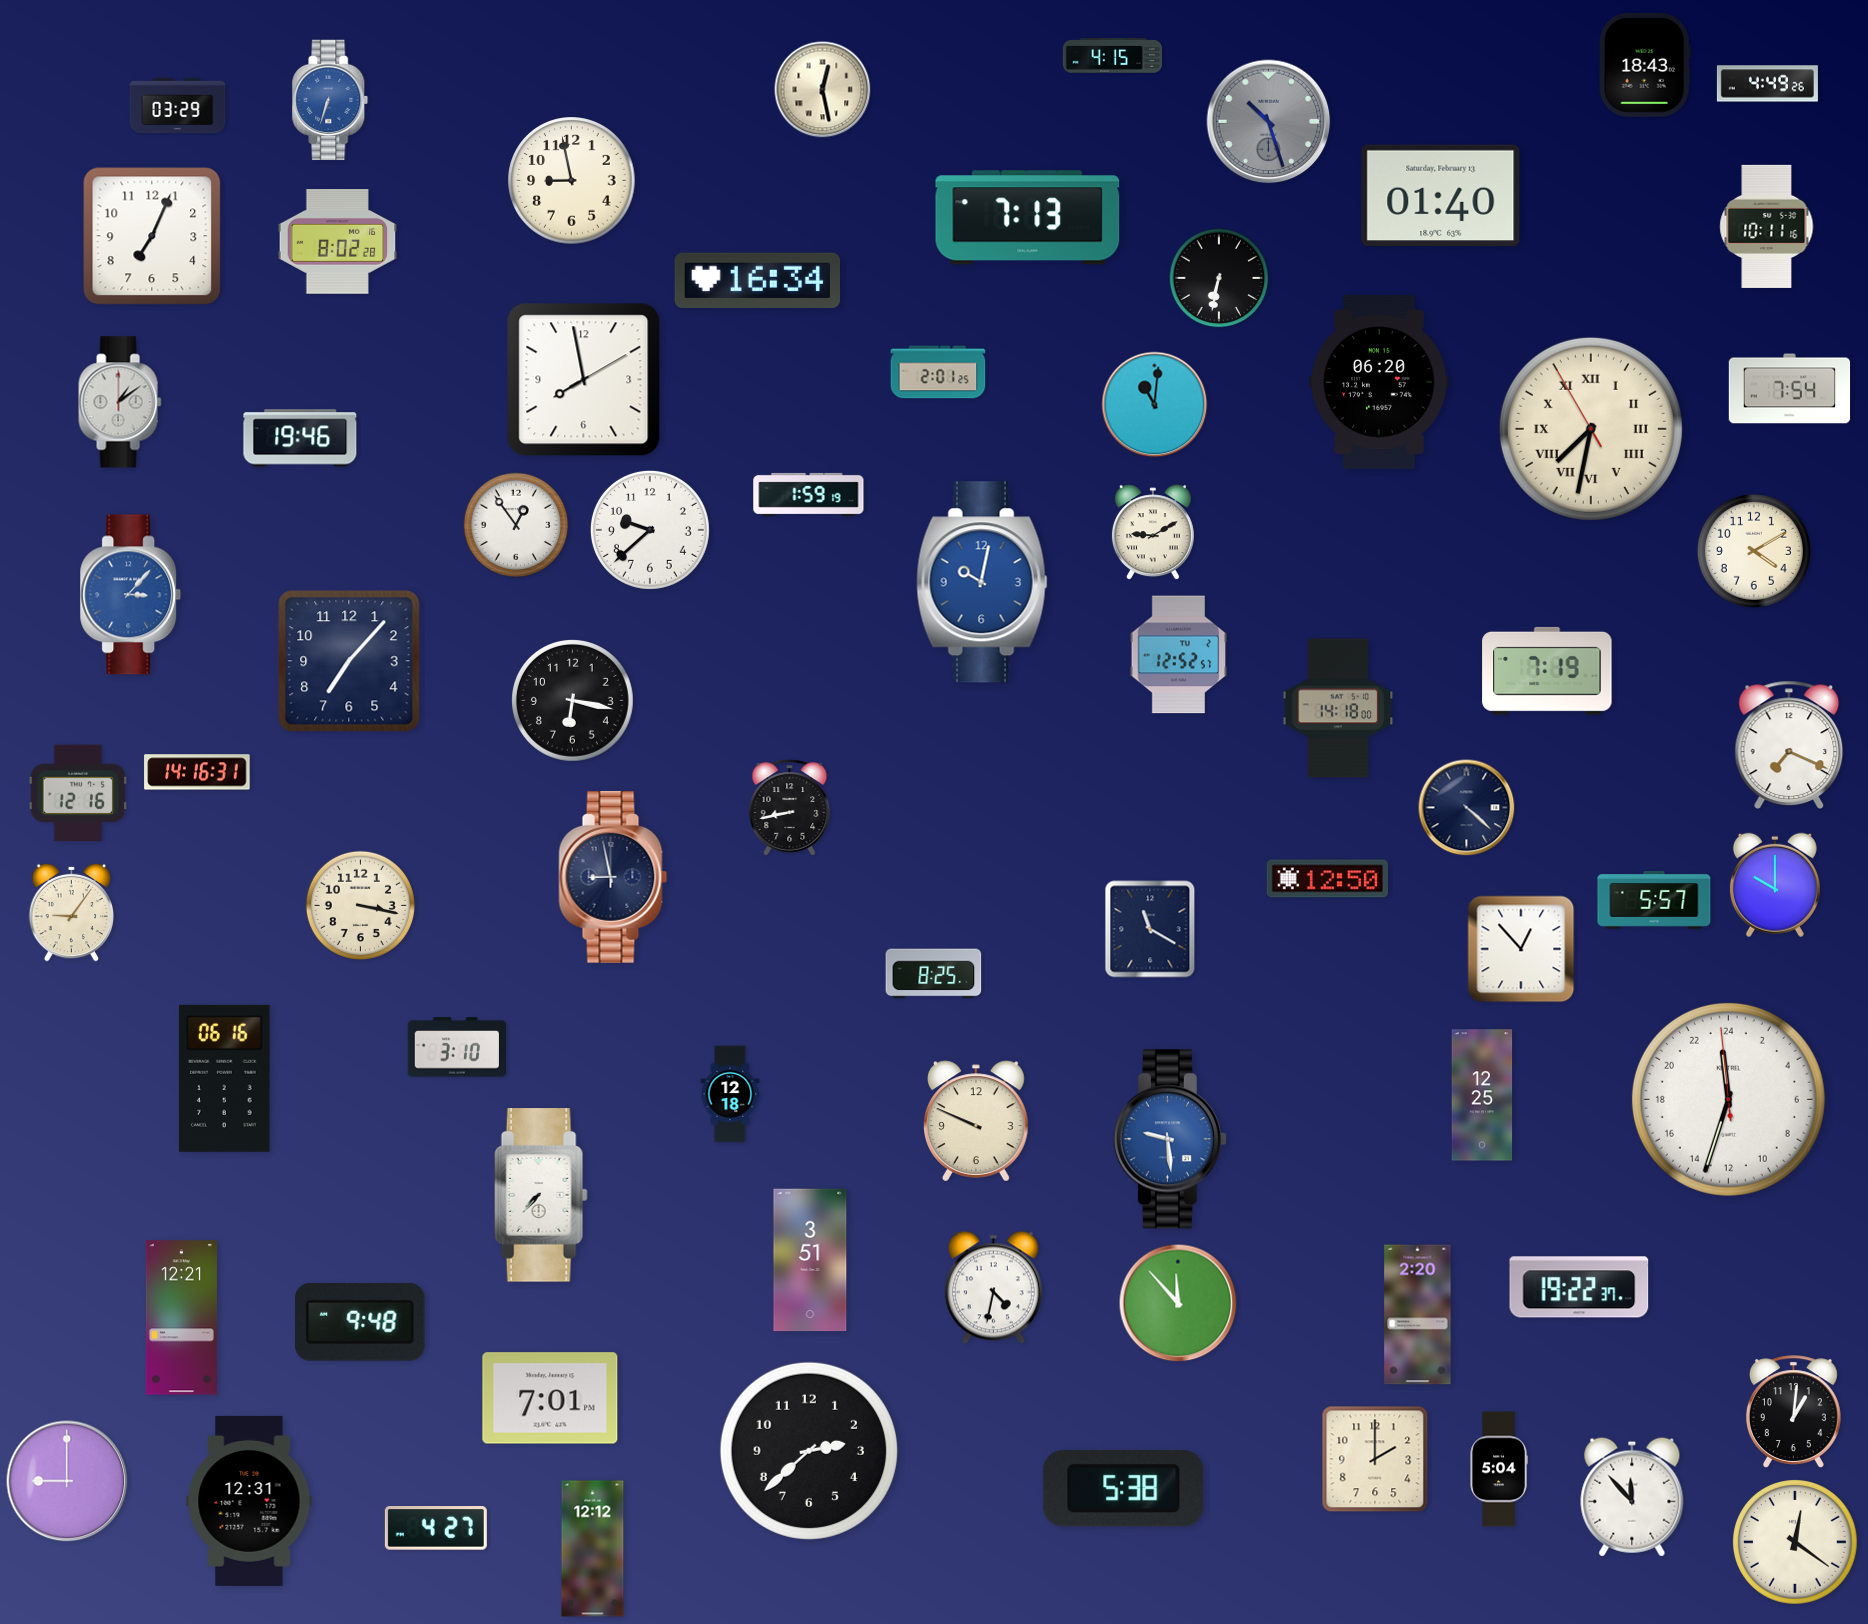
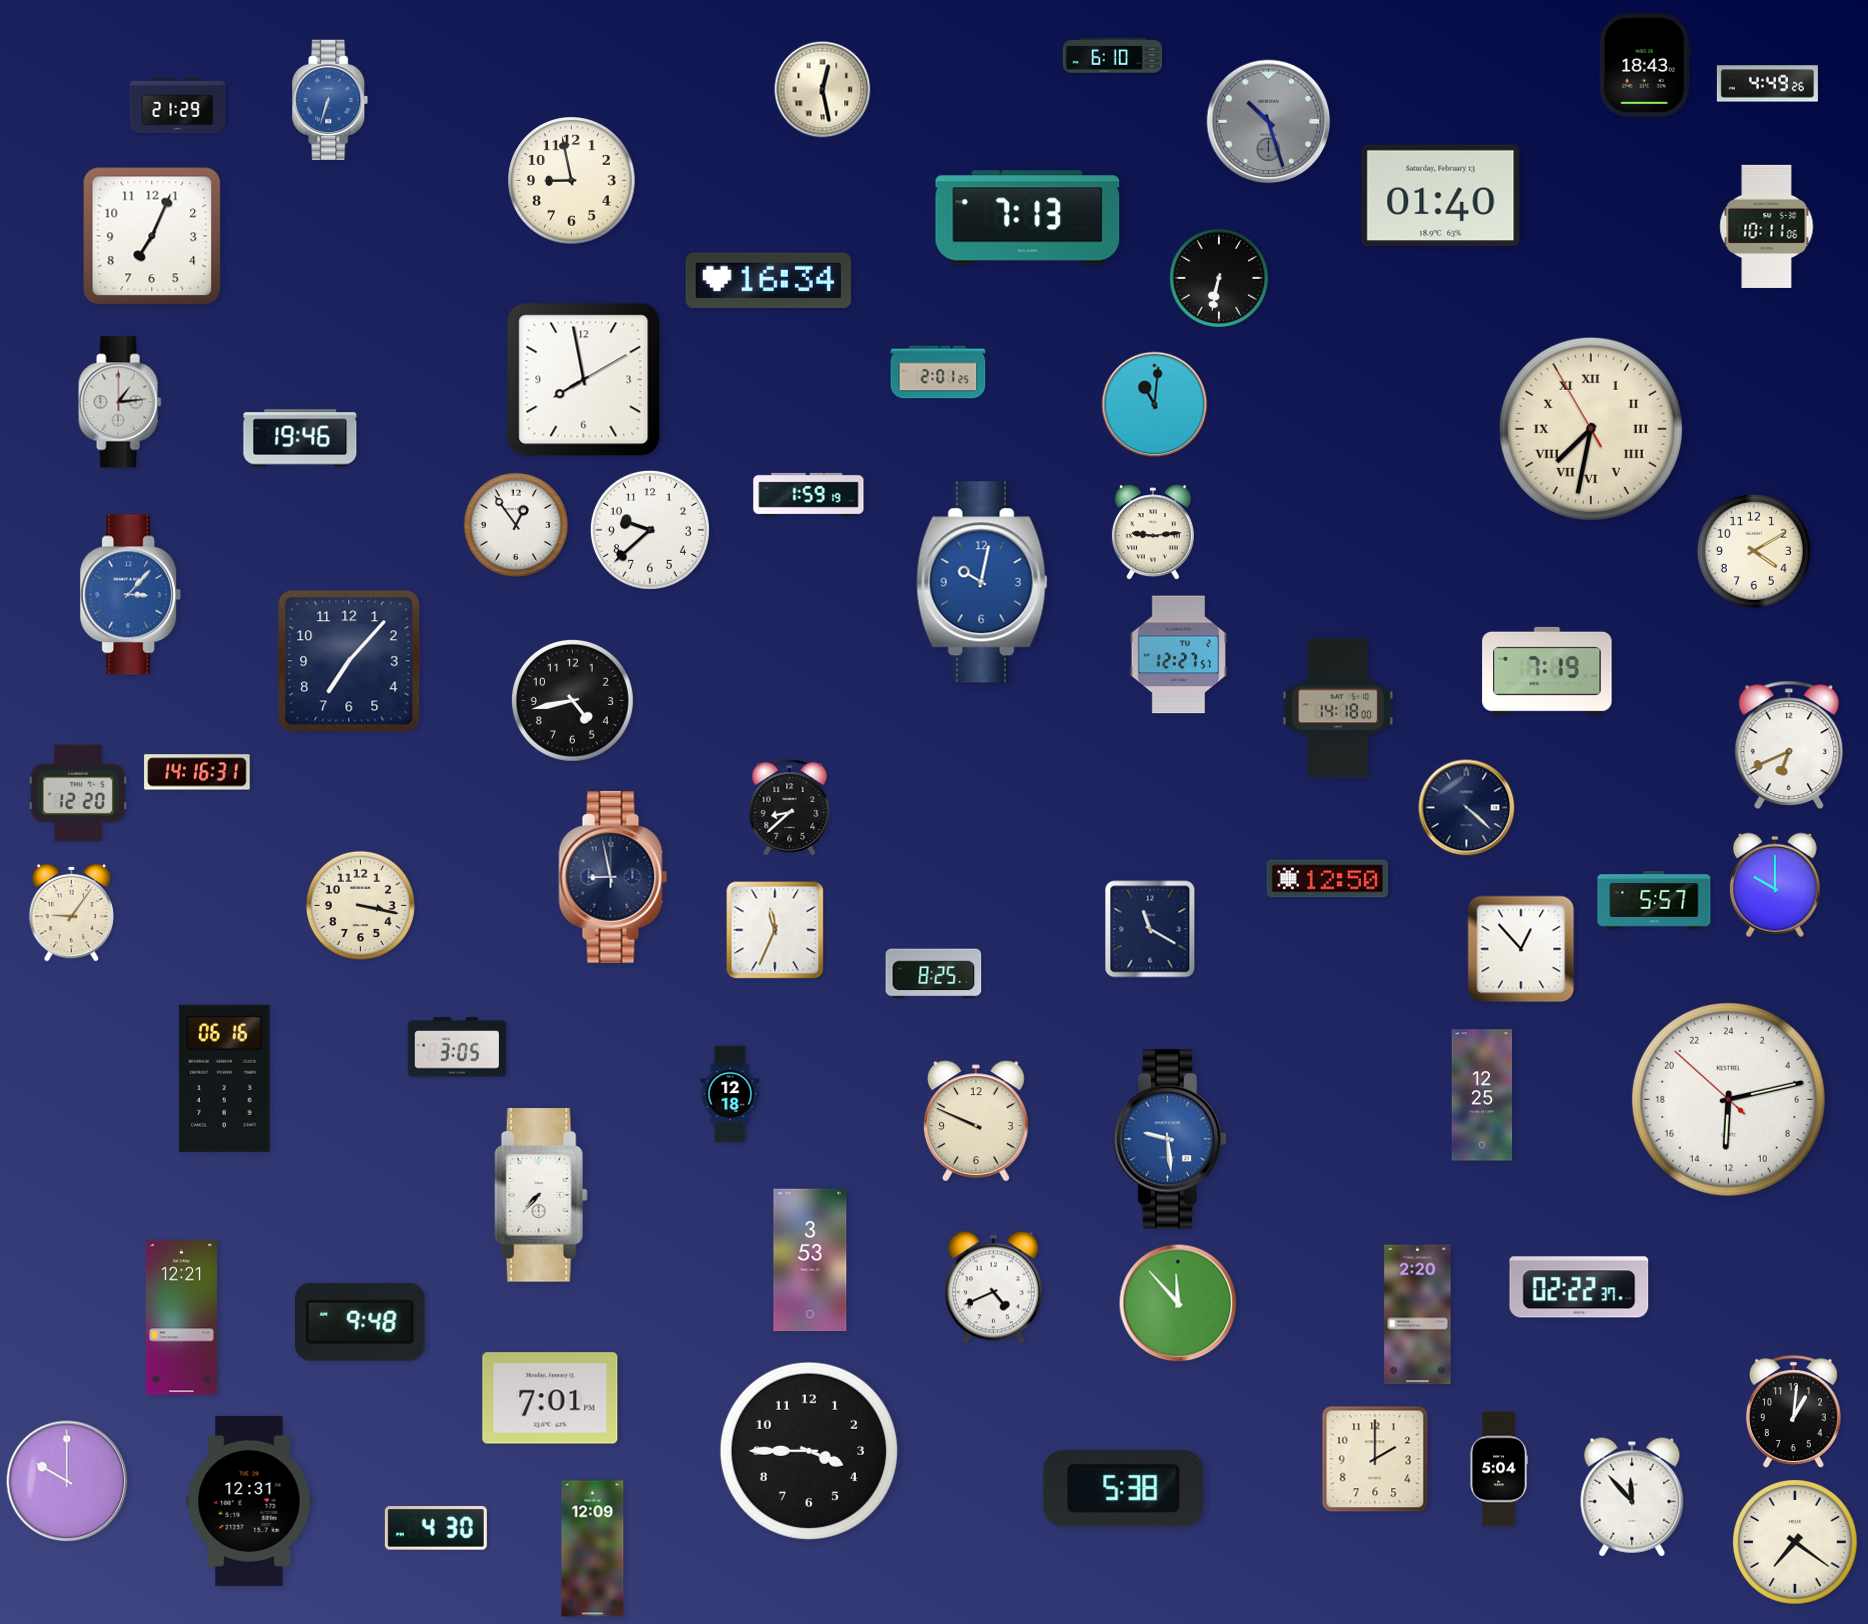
clock at (1112, 56): 4:15 -> 6:10
clock at (178, 106): 03:29 -> 21:29
clock at (1767, 226): 10:11:16 -> 10:11:06
clock at (338, 242): 8:02 -> none
clock at (757, 280) position: (757, 280) -> (768, 280)
clock at (1379, 382): 06:20 -> none
clock at (1790, 389): 7:54 -> none
clock at (120, 402): 1:09 -> 1:14
clock at (1153, 533): 9:10 -> 9:14
clock at (1179, 655): 12:52 -> 12:27
clock at (572, 700): 6:17 -> 4:43
clock at (1789, 744): 7:19 -> 6:41
clock at (77, 793): 12:16 -> 12:20
clock at (790, 808): 8:43 -> 8:38
clock at (775, 930): none -> 11:34
clock at (456, 1047): 3:10 -> 3:05
clock at (1728, 1099): 23:32 -> 12:12
clock at (810, 1260): 3:51 -> 3:53
clock at (1579, 1287): 19:22 -> 02:22
clock at (993, 1288): 4:32 -> 4:41
clock at (809, 1451): 2:38 -> 3:45
clock at (67, 1481): 9:00 -> 10:00
clock at (436, 1529): 4:27 -> 4:30
clock at (1796, 1543): 12:21 -> 7:21
clock at (593, 1549): 12:12 -> 12:09
